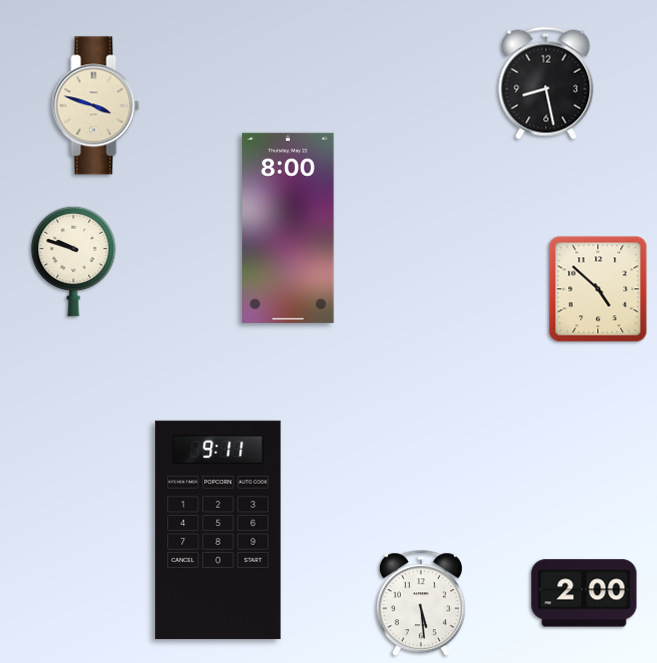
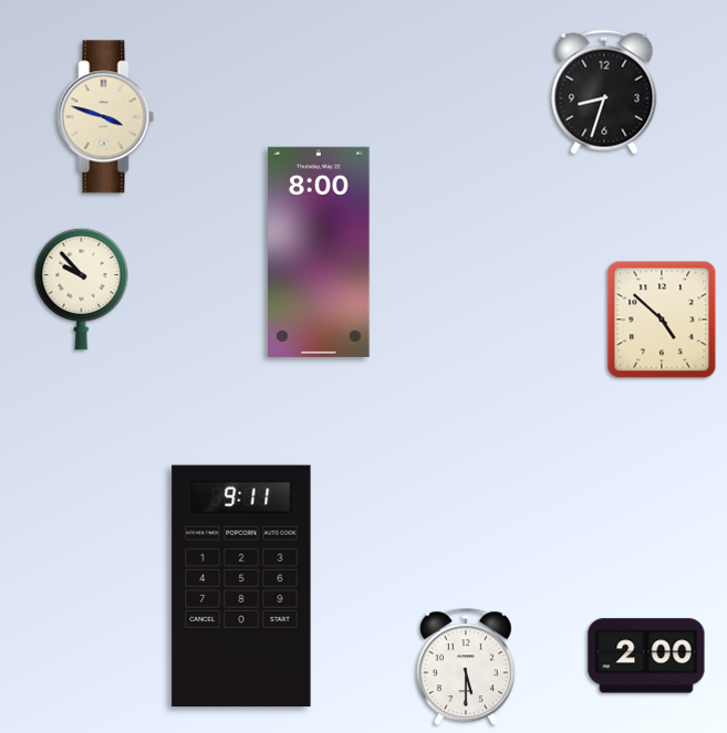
clock at (546, 83): 8:28 -> 8:33
clock at (74, 261): 9:48 -> 9:53
clock at (421, 604): 5:29 -> 5:30
